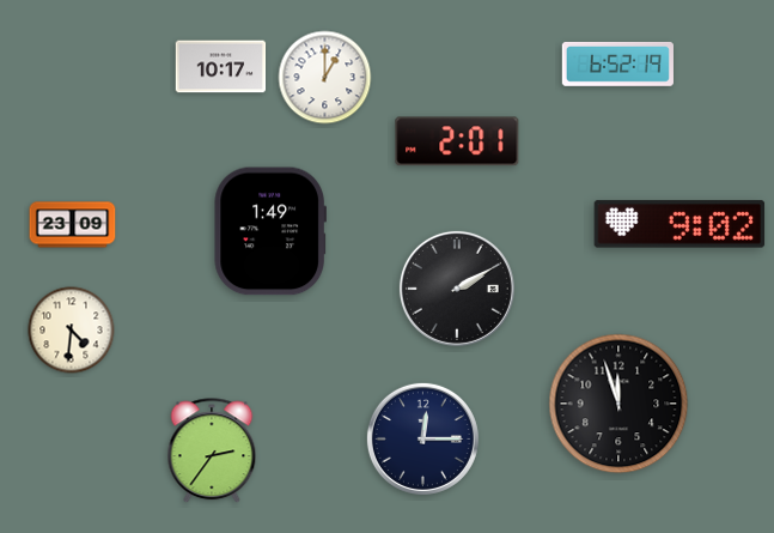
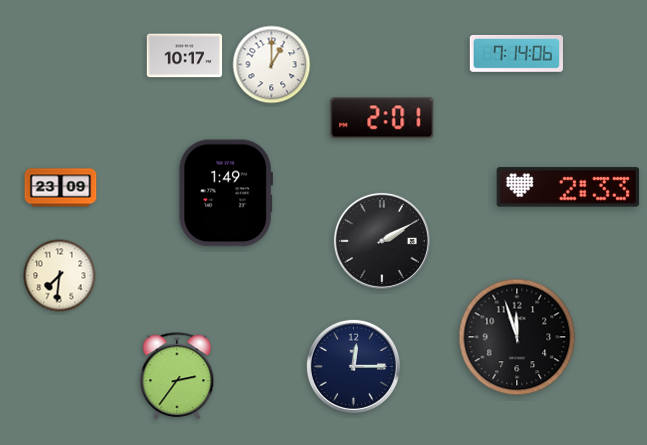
clock at (617, 63): 6:52 -> 7:14
clock at (679, 224): 9:02 -> 2:33
clock at (72, 331): 4:31 -> 7:31
